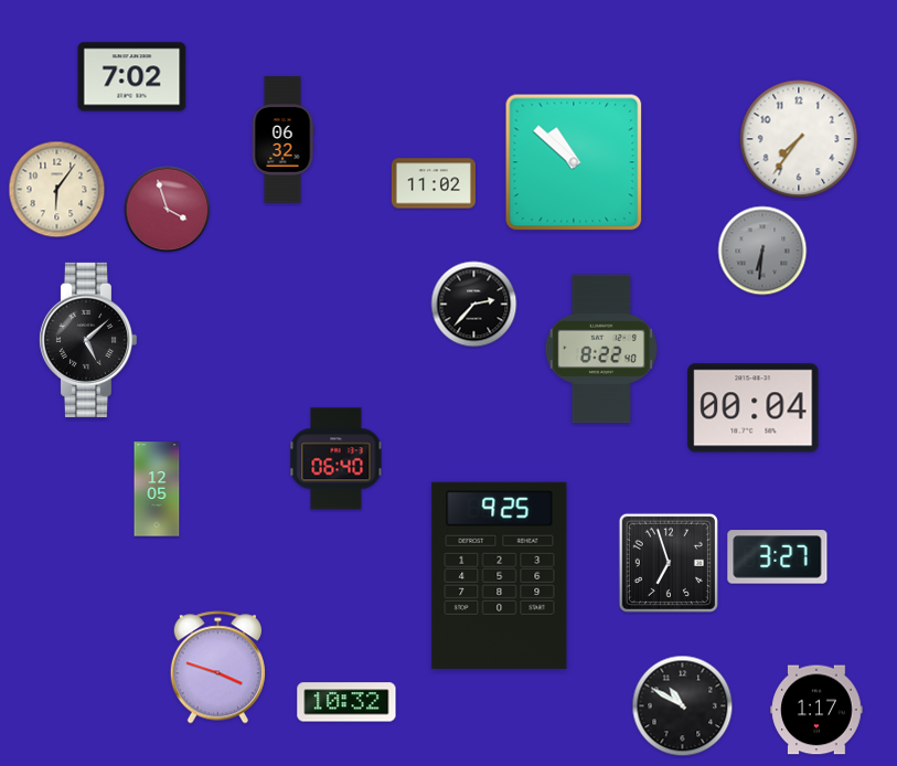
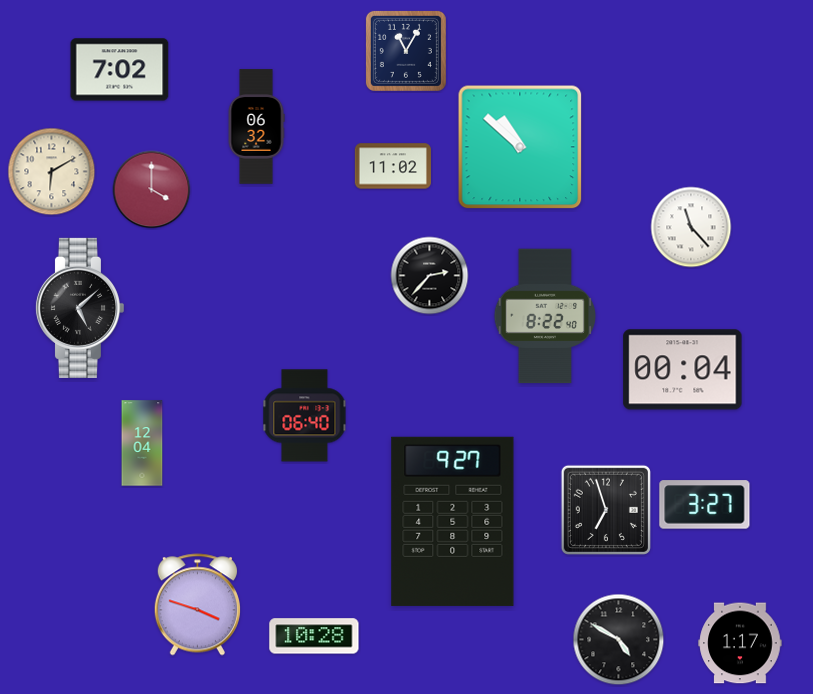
clock at (406, 51): none -> 11:05
clock at (799, 139): 7:36 -> none
clock at (57, 190): 6:06 -> 6:10
clock at (168, 210): 3:57 -> 4:00
clock at (762, 251): 6:31 -> 11:23
clock at (762, 251) dial: grey -> white
clock at (157, 489): 12:05 -> 12:04
clock at (500, 575): 9:25 -> 9:27
clock at (346, 702): 10:32 -> 10:28
clock at (683, 706): 10:50 -> 4:50
